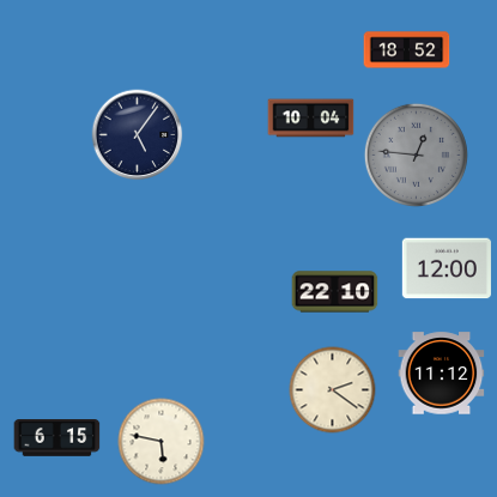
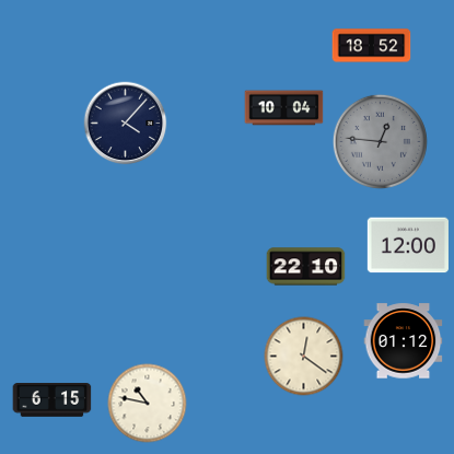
clock at (138, 135): 5:06 -> 4:07
clock at (442, 374): 11:12 -> 01:12
clock at (333, 390): 2:21 -> 12:21
clock at (162, 442): 5:47 -> 10:47
